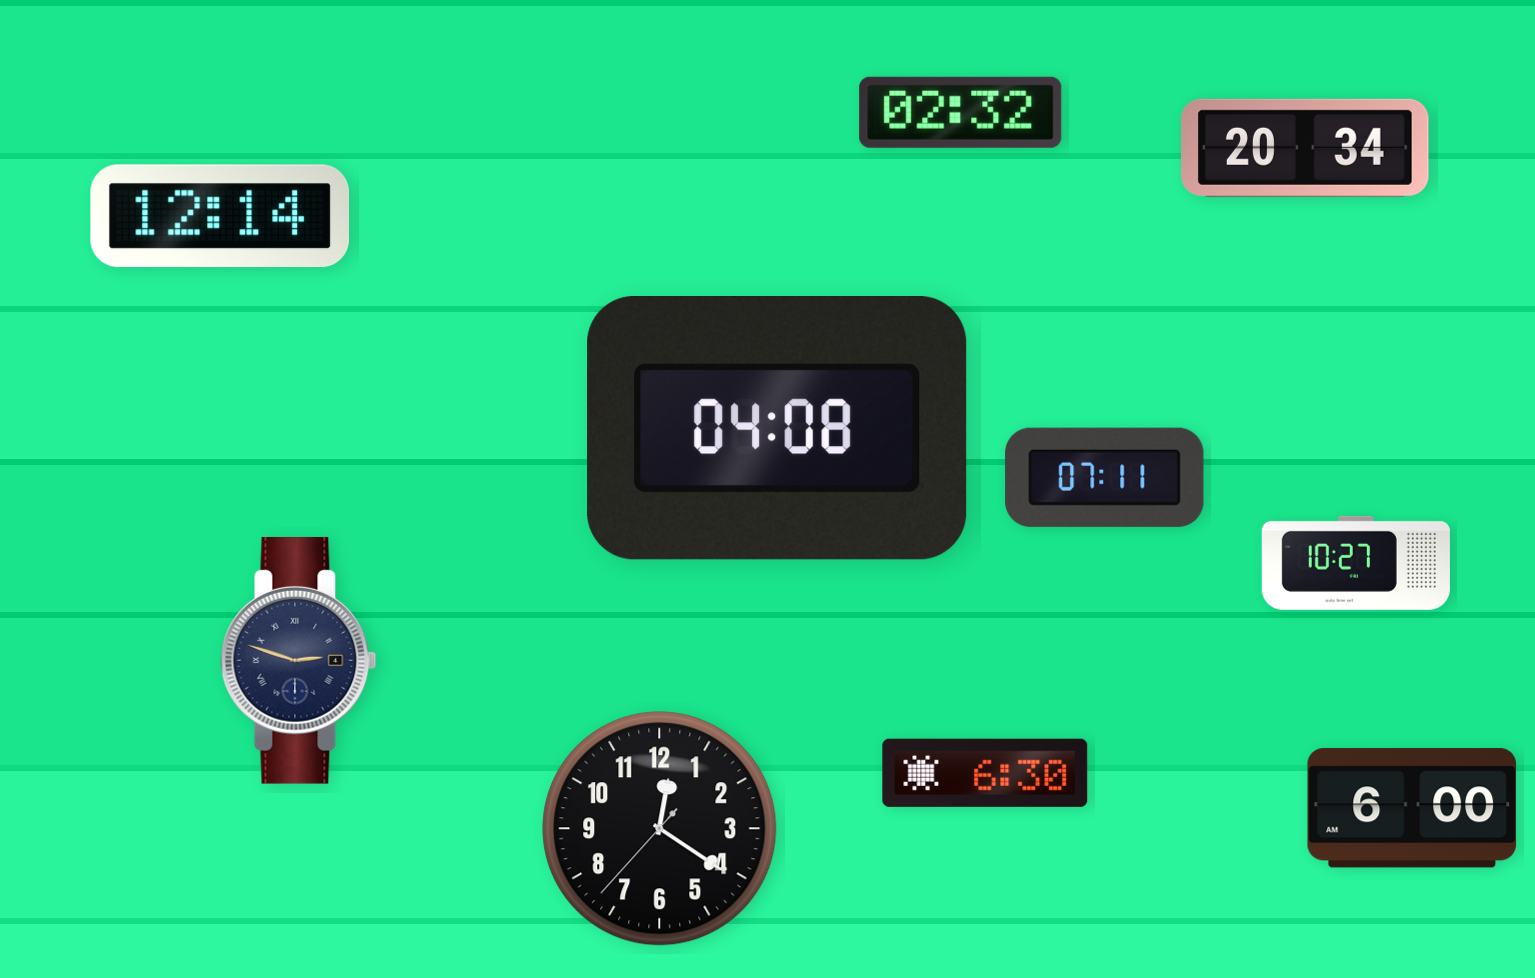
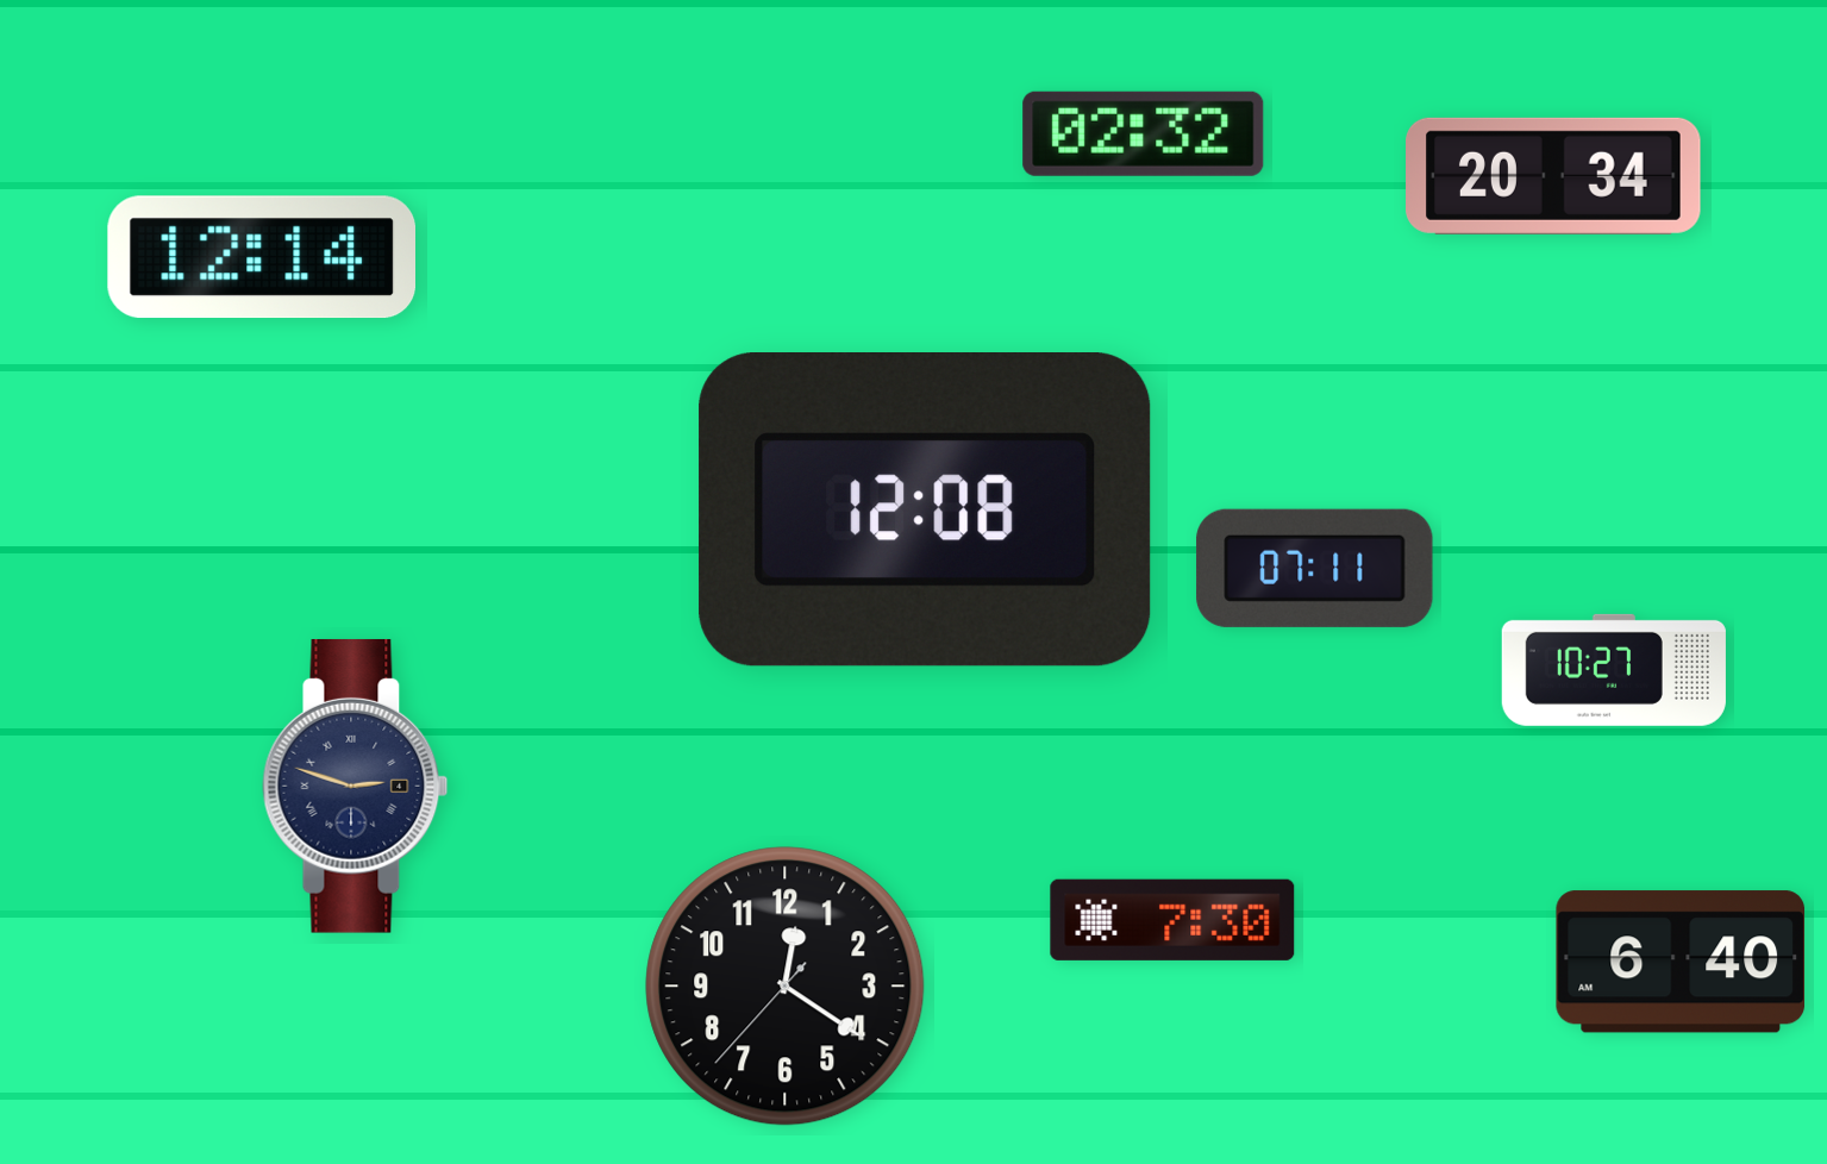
clock at (777, 429): 04:08 -> 12:08
clock at (985, 773): 6:30 -> 7:30
clock at (1412, 808): 6:00 -> 6:40
